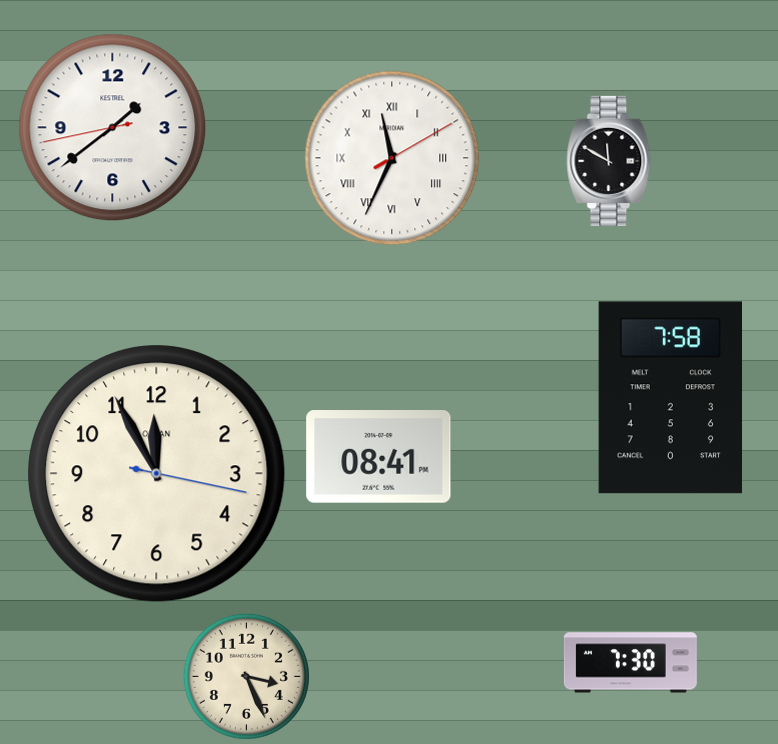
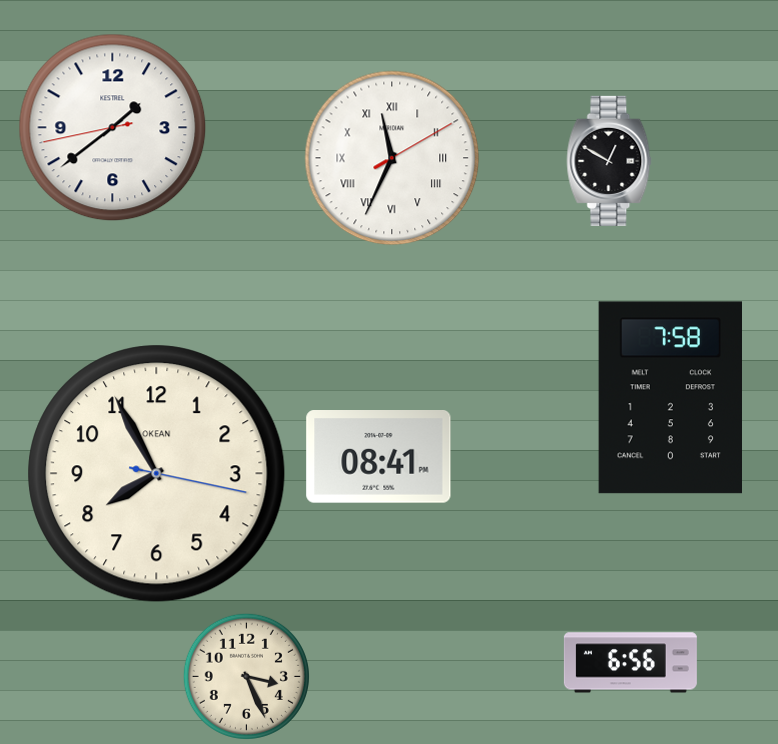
clock at (609, 161): 11:50 -> 12:50
clock at (157, 474): 11:55 -> 7:55
clock at (630, 663): 7:30 -> 6:56
